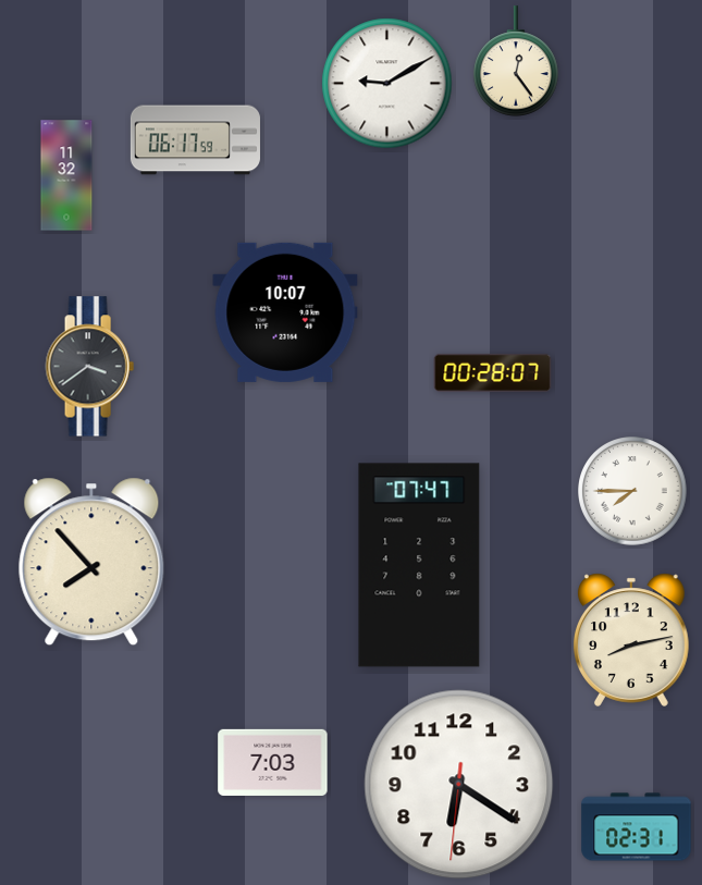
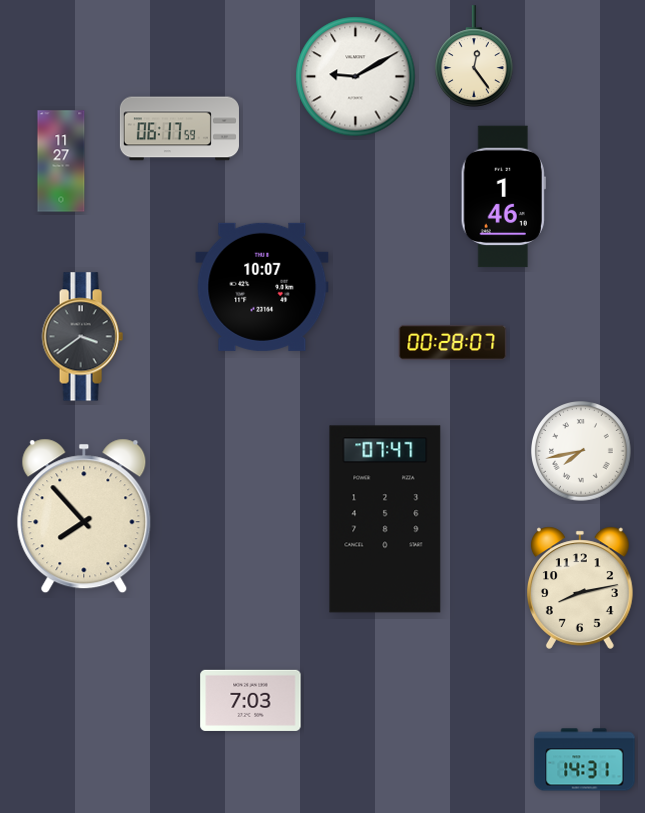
clock at (66, 175): 11:32 -> 11:27
clock at (503, 197): none -> 1:46
clock at (632, 491): 7:45 -> 7:43
clock at (459, 785): 6:20 -> none
clock at (637, 827): 02:31 -> 14:31
